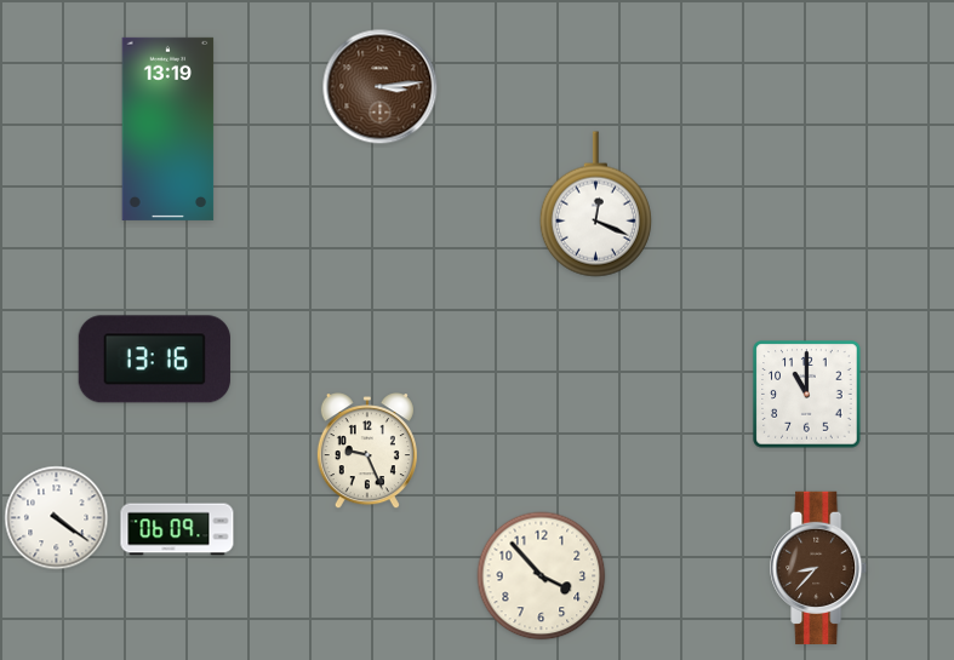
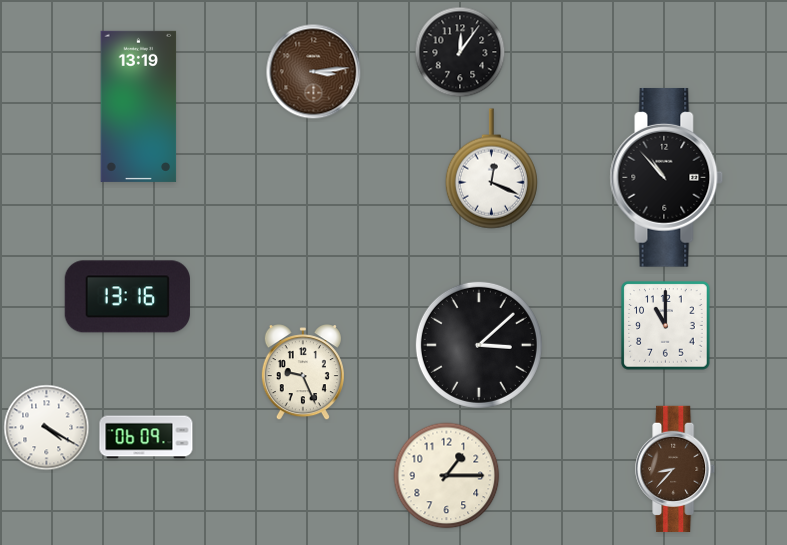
clock at (460, 52): none -> 12:06
clock at (667, 178): none -> 10:53
clock at (479, 345): none -> 3:08
clock at (57, 518): 4:21 -> 4:20
clock at (542, 576): 3:53 -> 1:15
